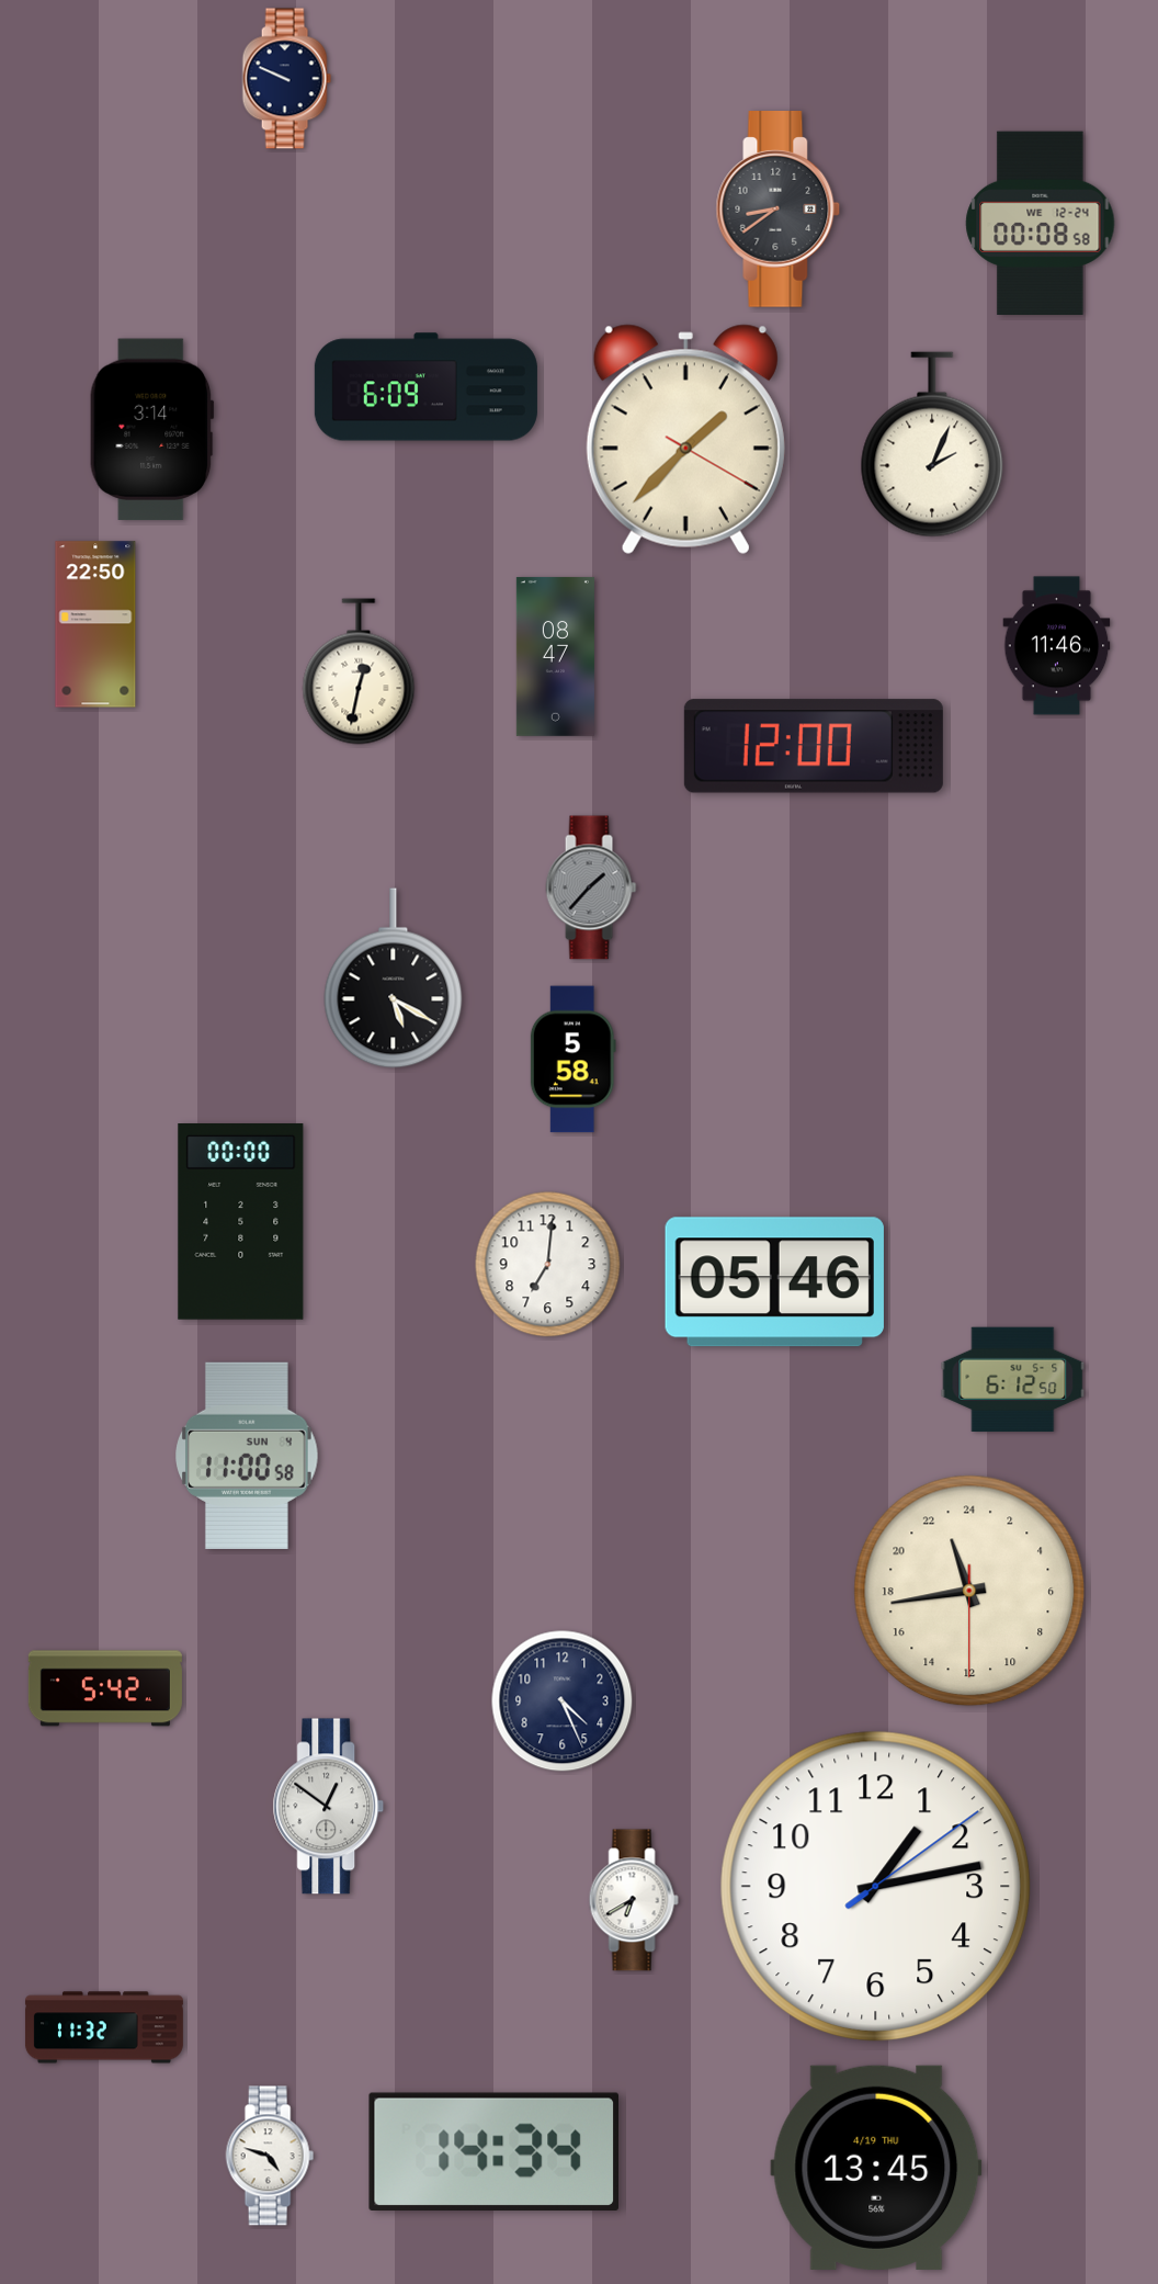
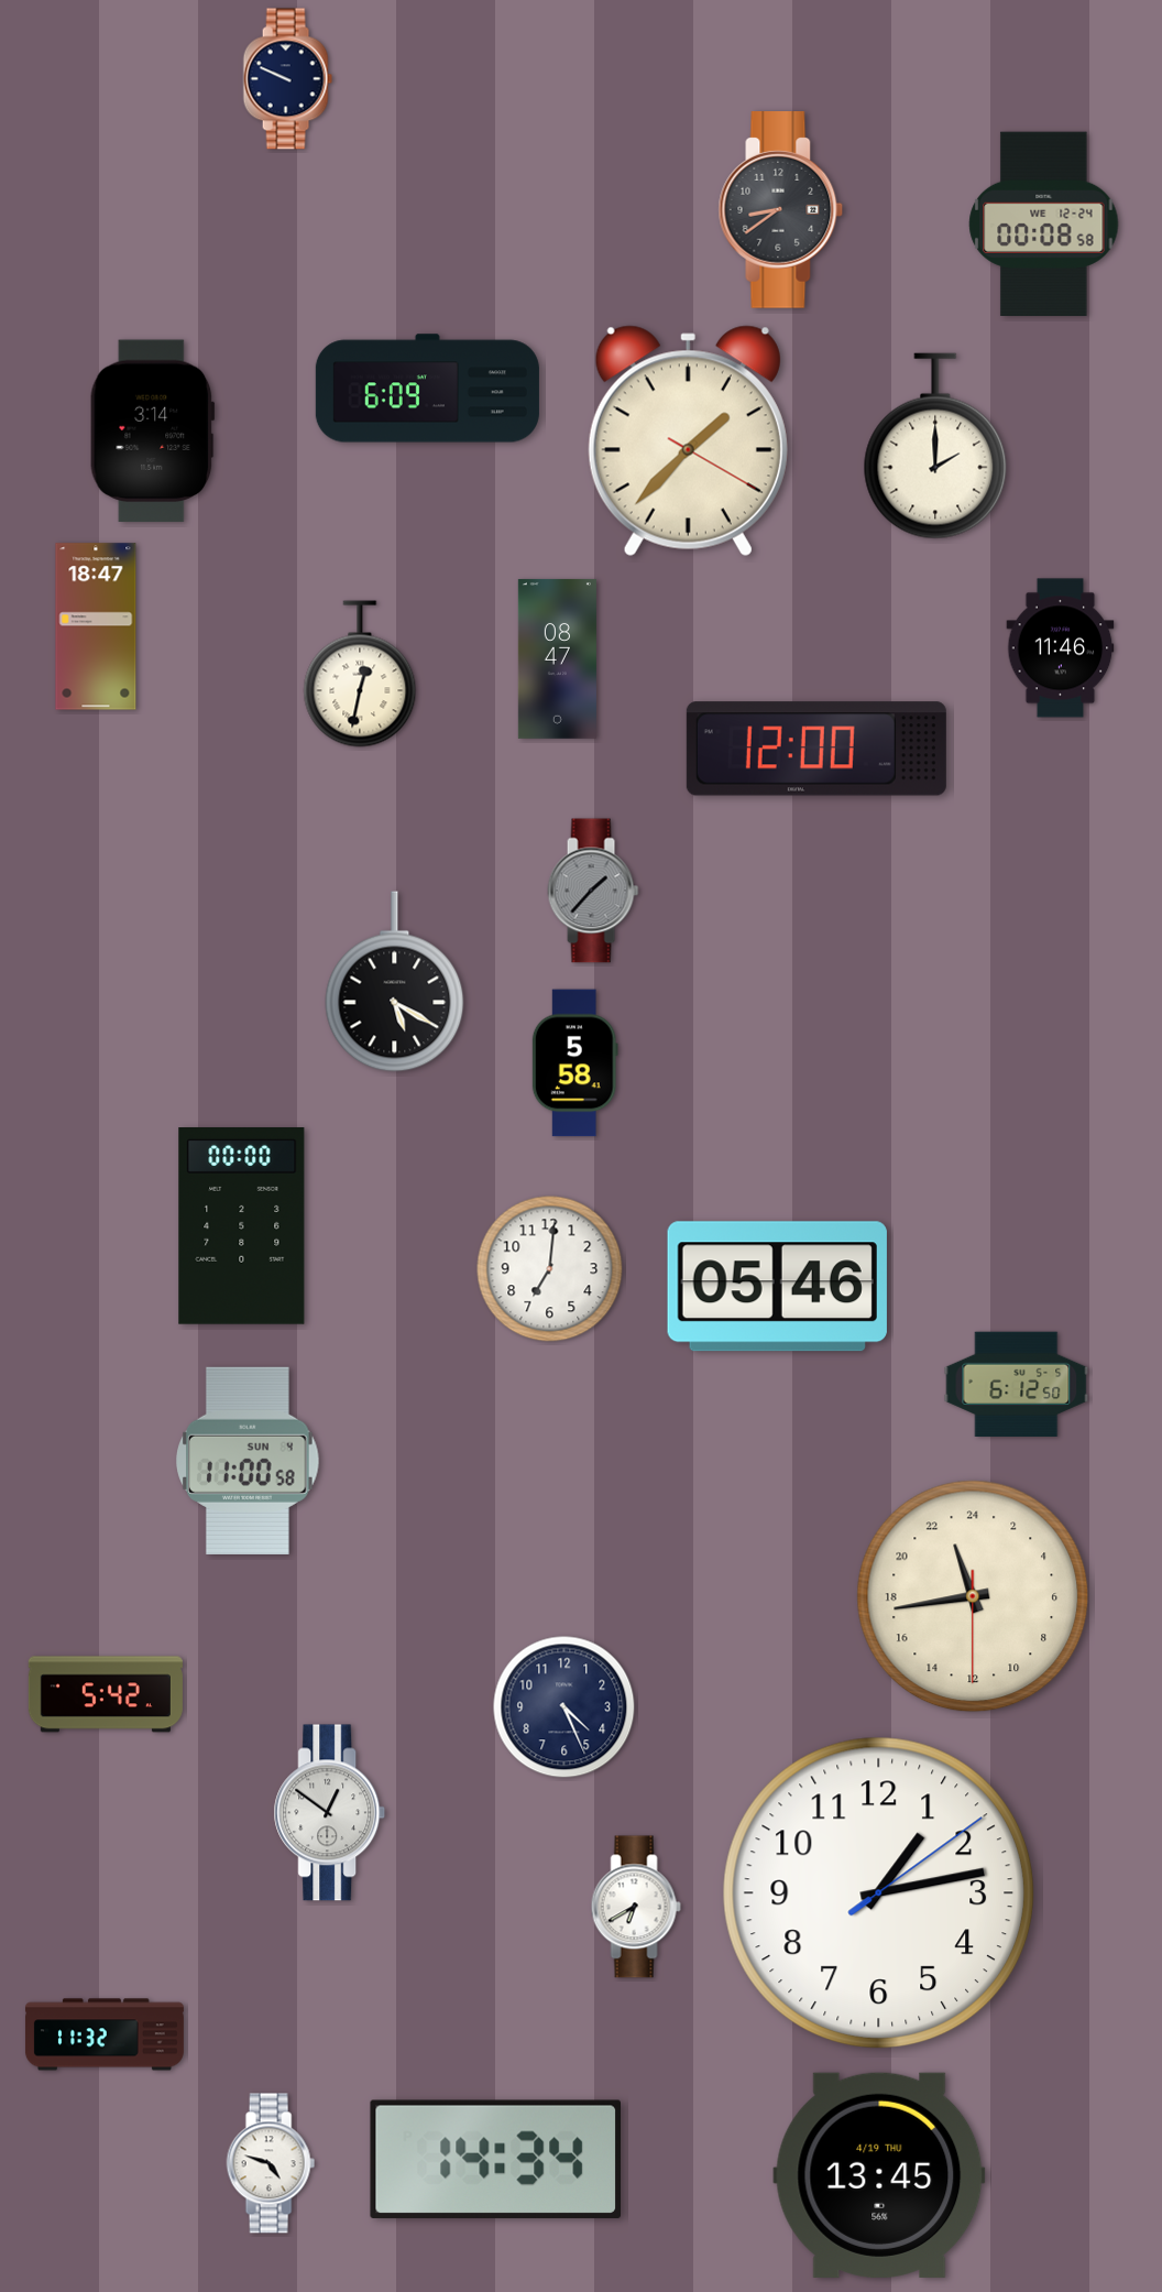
clock at (932, 444): 2:04 -> 2:00
clock at (95, 624): 22:50 -> 18:47
